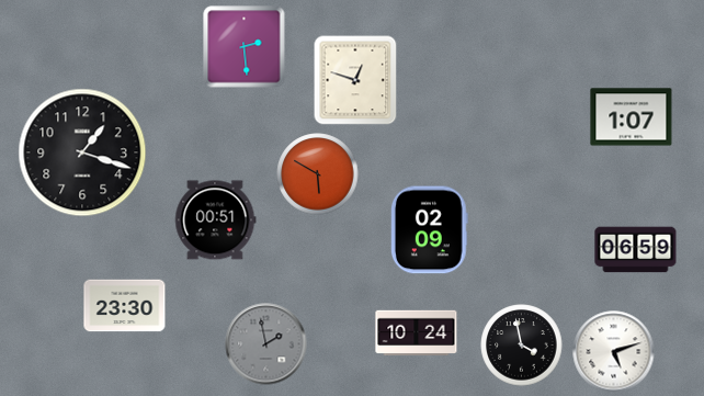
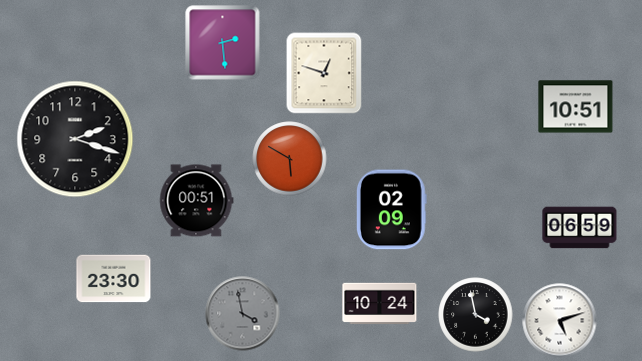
clock at (632, 117): 1:07 -> 10:51
clock at (82, 152): 1:18 -> 2:18
clock at (266, 344): 1:58 -> 3:58
